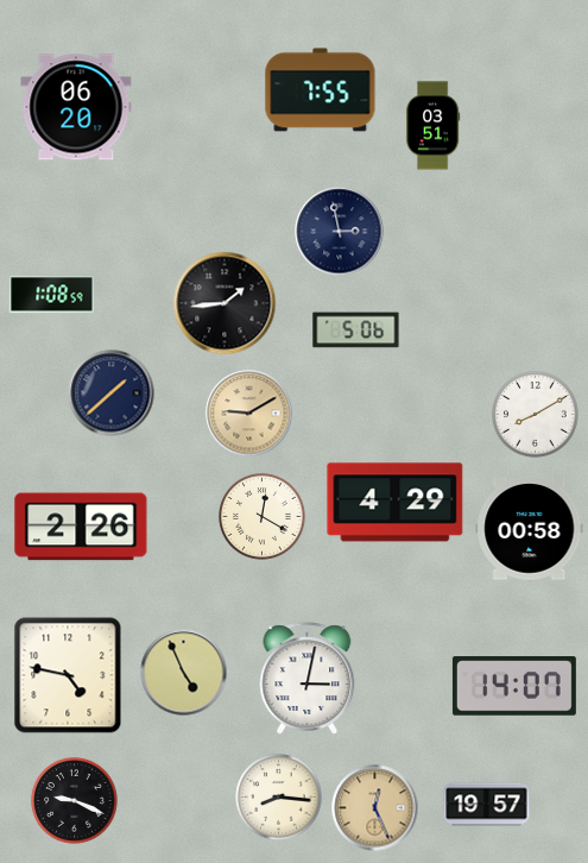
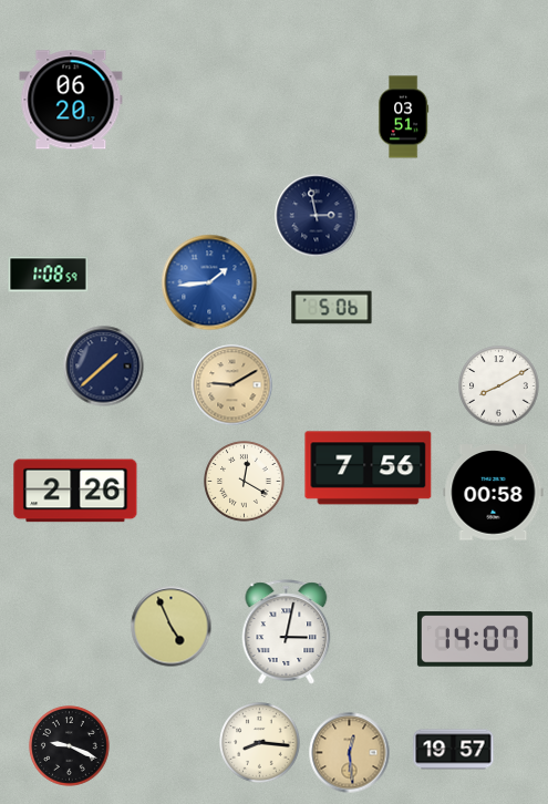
clock at (321, 90): 7:55 -> none
clock at (225, 303) dial: black -> blue
clock at (396, 503): 4:29 -> 7:56
clock at (68, 675): 4:47 -> none
clock at (514, 686) position: (514, 686) -> (475, 639)
clock at (375, 808): 12:26 -> 12:29
